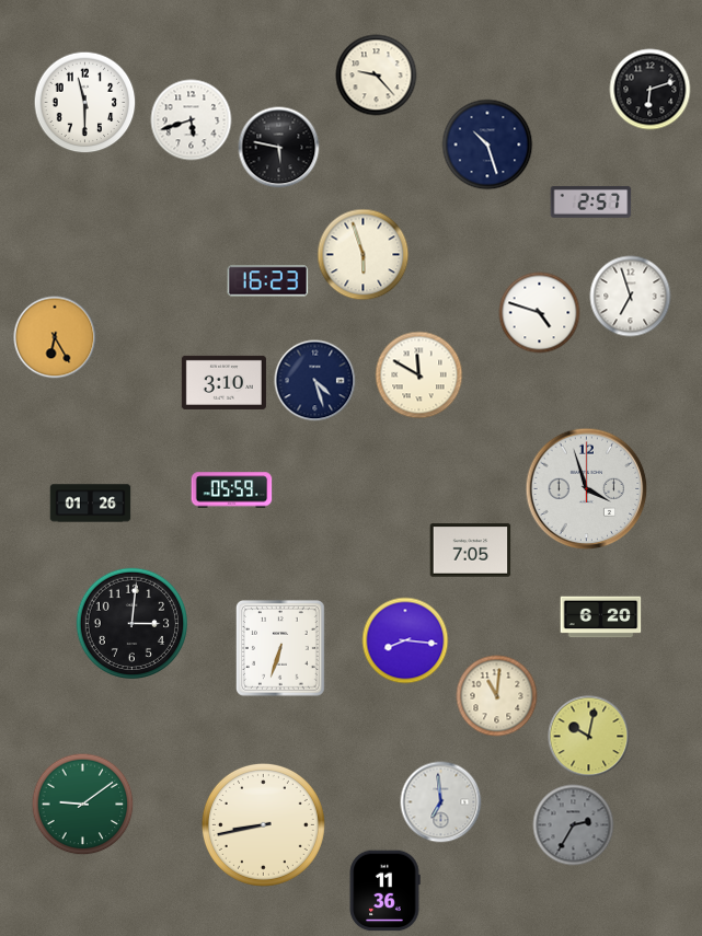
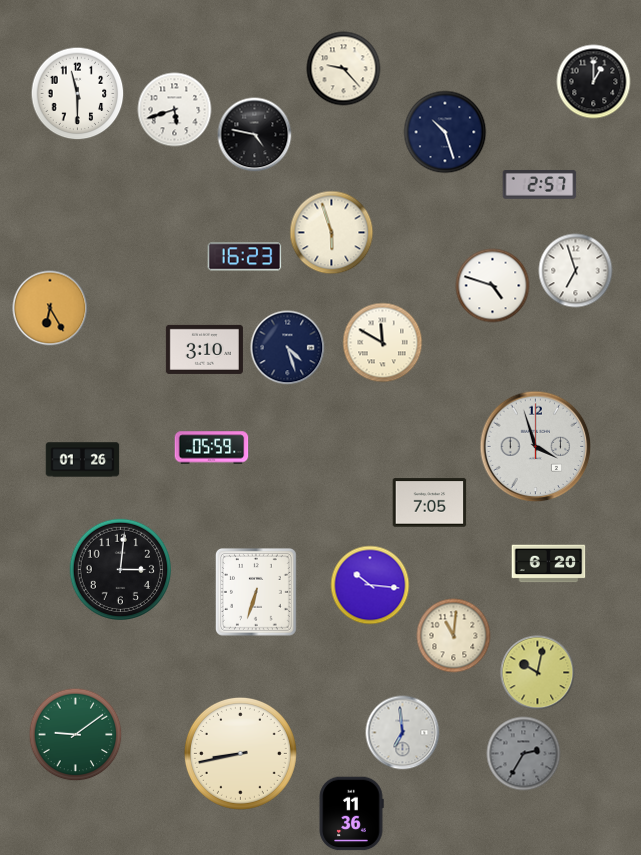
clock at (651, 90): 6:12 -> 1:00
clock at (279, 148): 5:47 -> 4:47
clock at (405, 640): 8:16 -> 10:16
